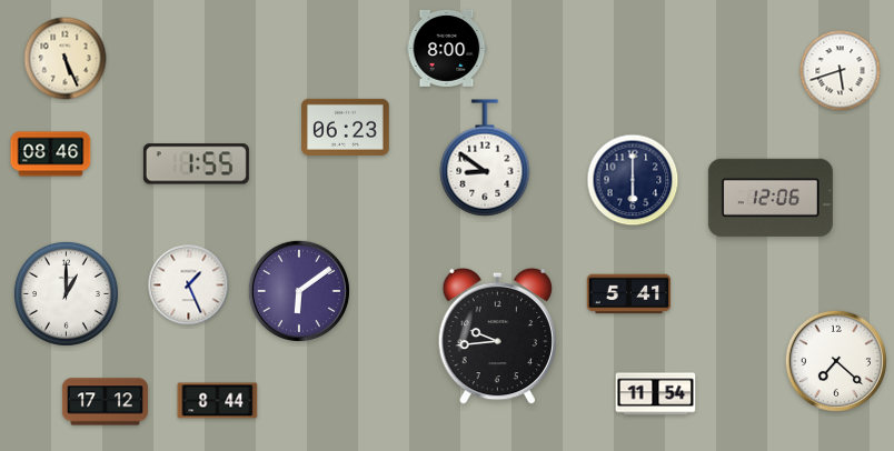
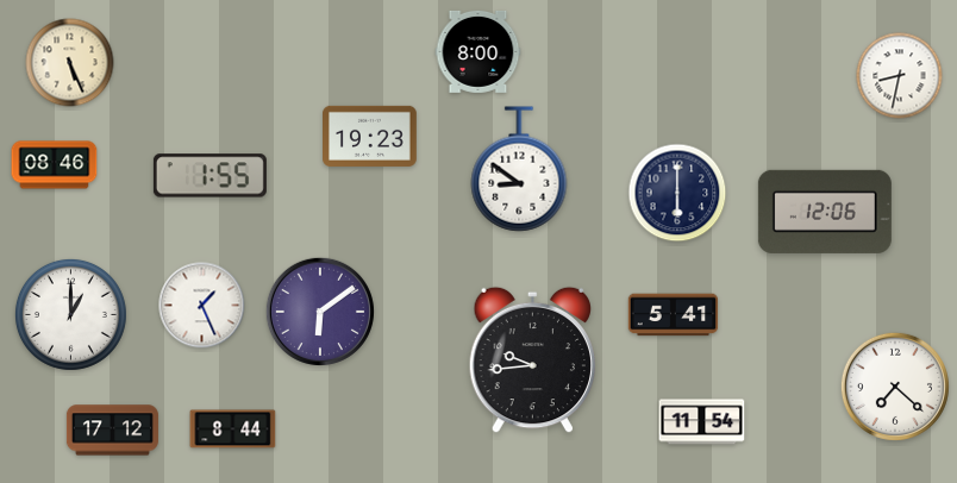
clock at (841, 71): 5:42 -> 8:32
clock at (346, 127): 06:23 -> 19:23
